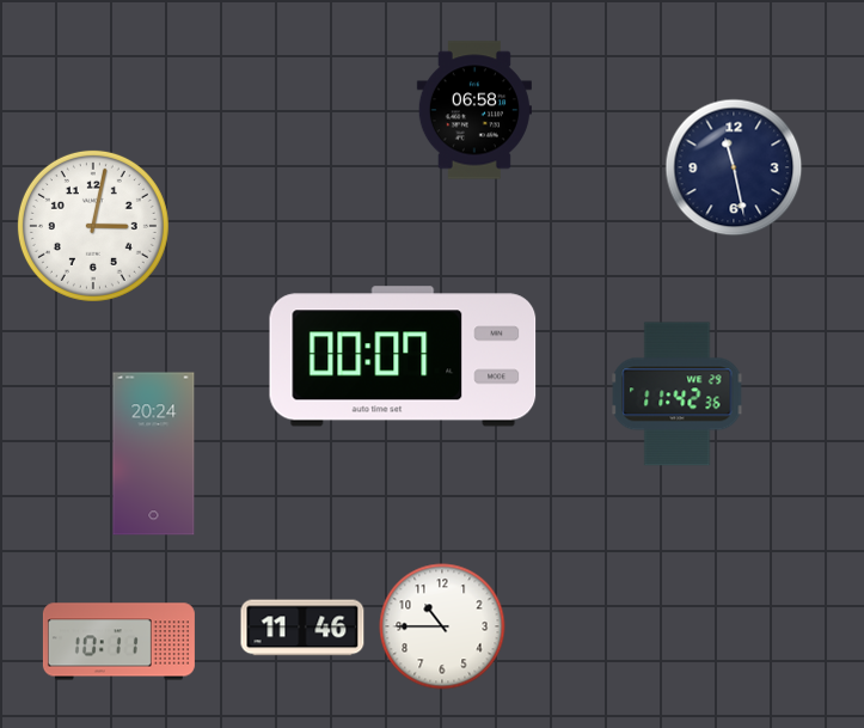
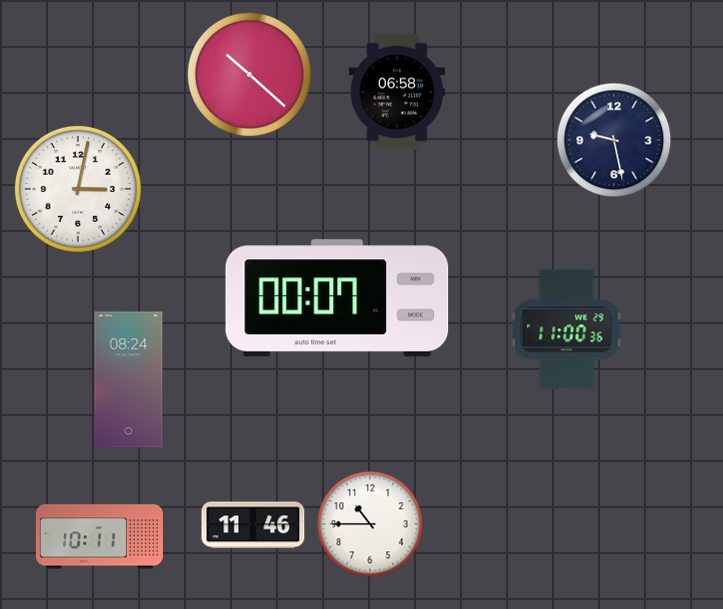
clock at (249, 74): none -> 10:22
clock at (734, 167): 11:28 -> 9:28
clock at (678, 394): 11:42 -> 11:00
clock at (154, 454): 20:24 -> 08:24
